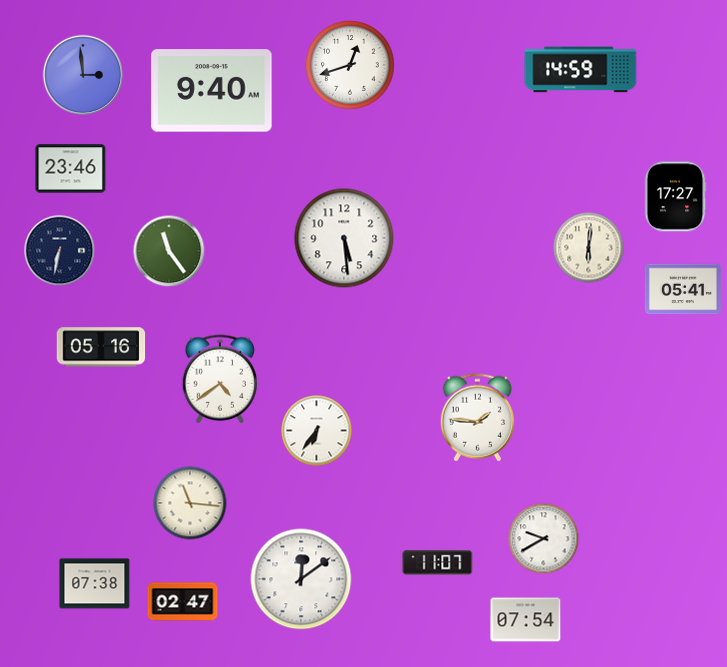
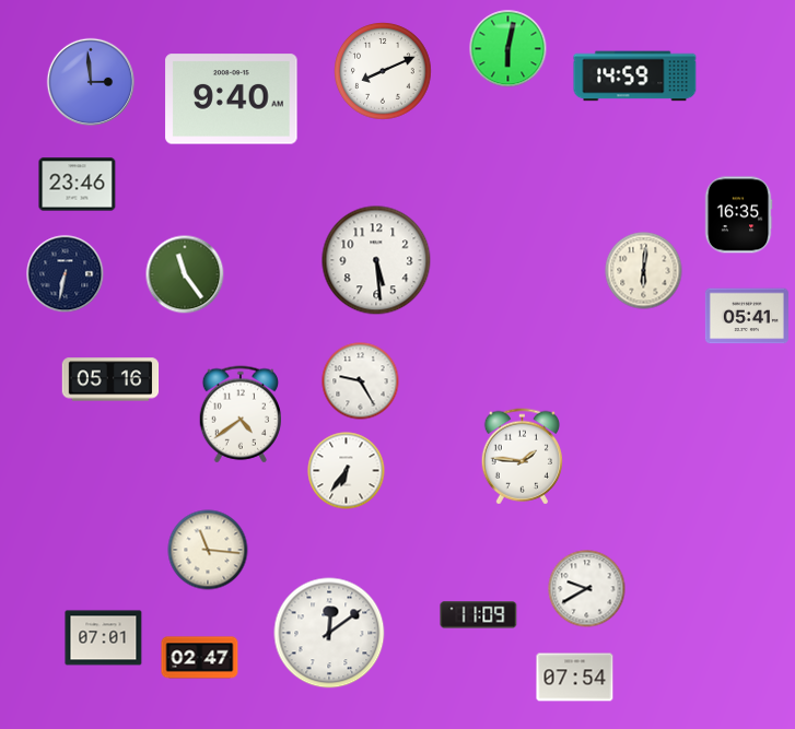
clock at (508, 49): none -> 6:02
clock at (350, 65): 12:42 -> 8:11
clock at (675, 197): 17:27 -> 16:35
clock at (361, 381): none -> 9:25
clock at (544, 539) position: (544, 539) -> (587, 589)
clock at (438, 563): 11:07 -> 11:09
clock at (95, 584): 07:38 -> 07:01
